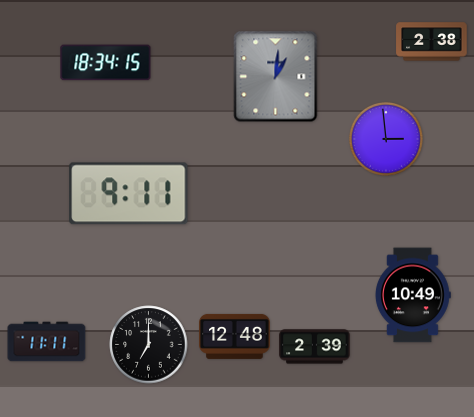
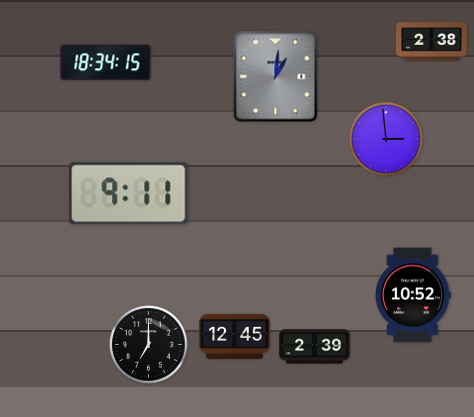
clock at (412, 295): 10:49 -> 10:52
clock at (235, 336): 12:48 -> 12:45
clock at (47, 342): 11:11 -> none
